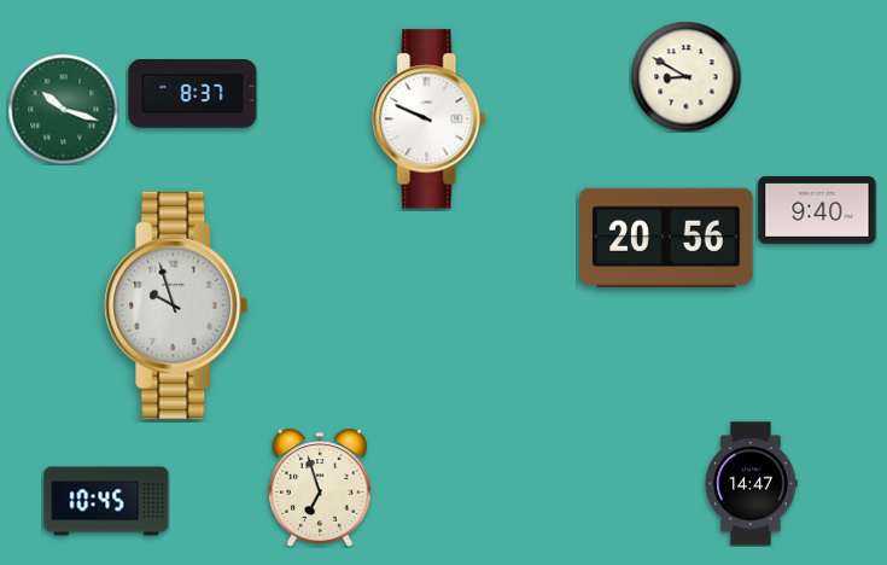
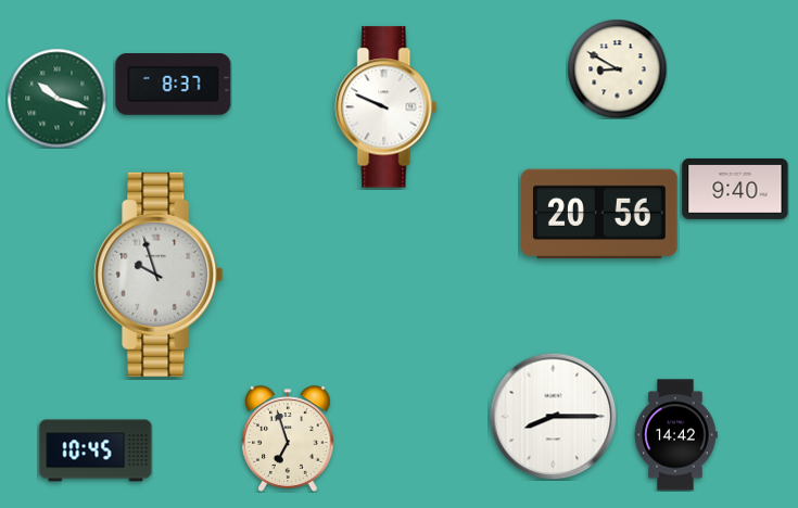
clock at (553, 416): none -> 8:15
clock at (751, 484): 14:47 -> 14:42
